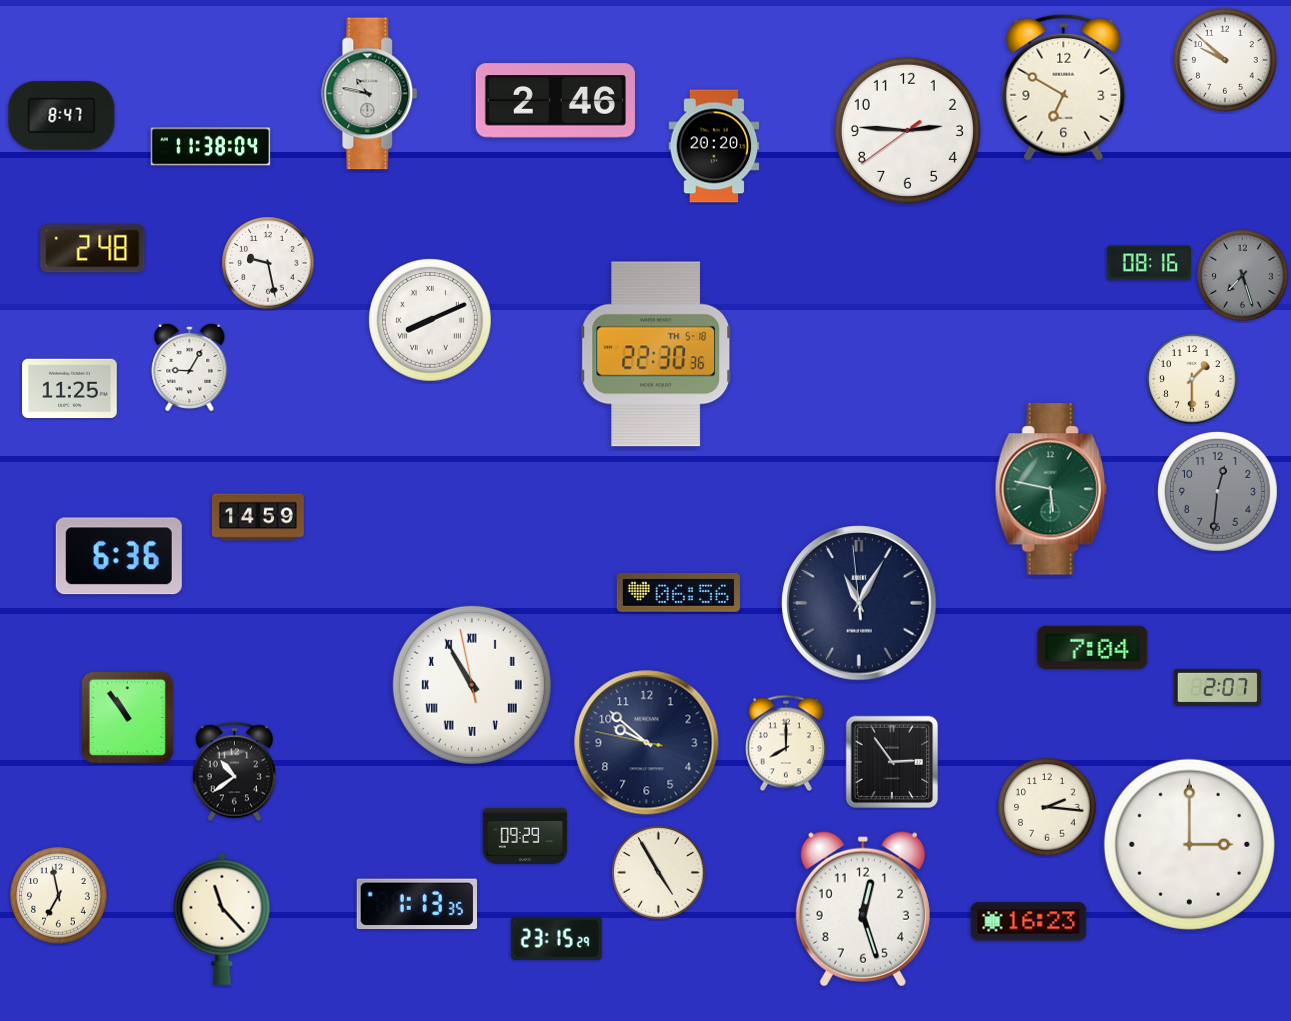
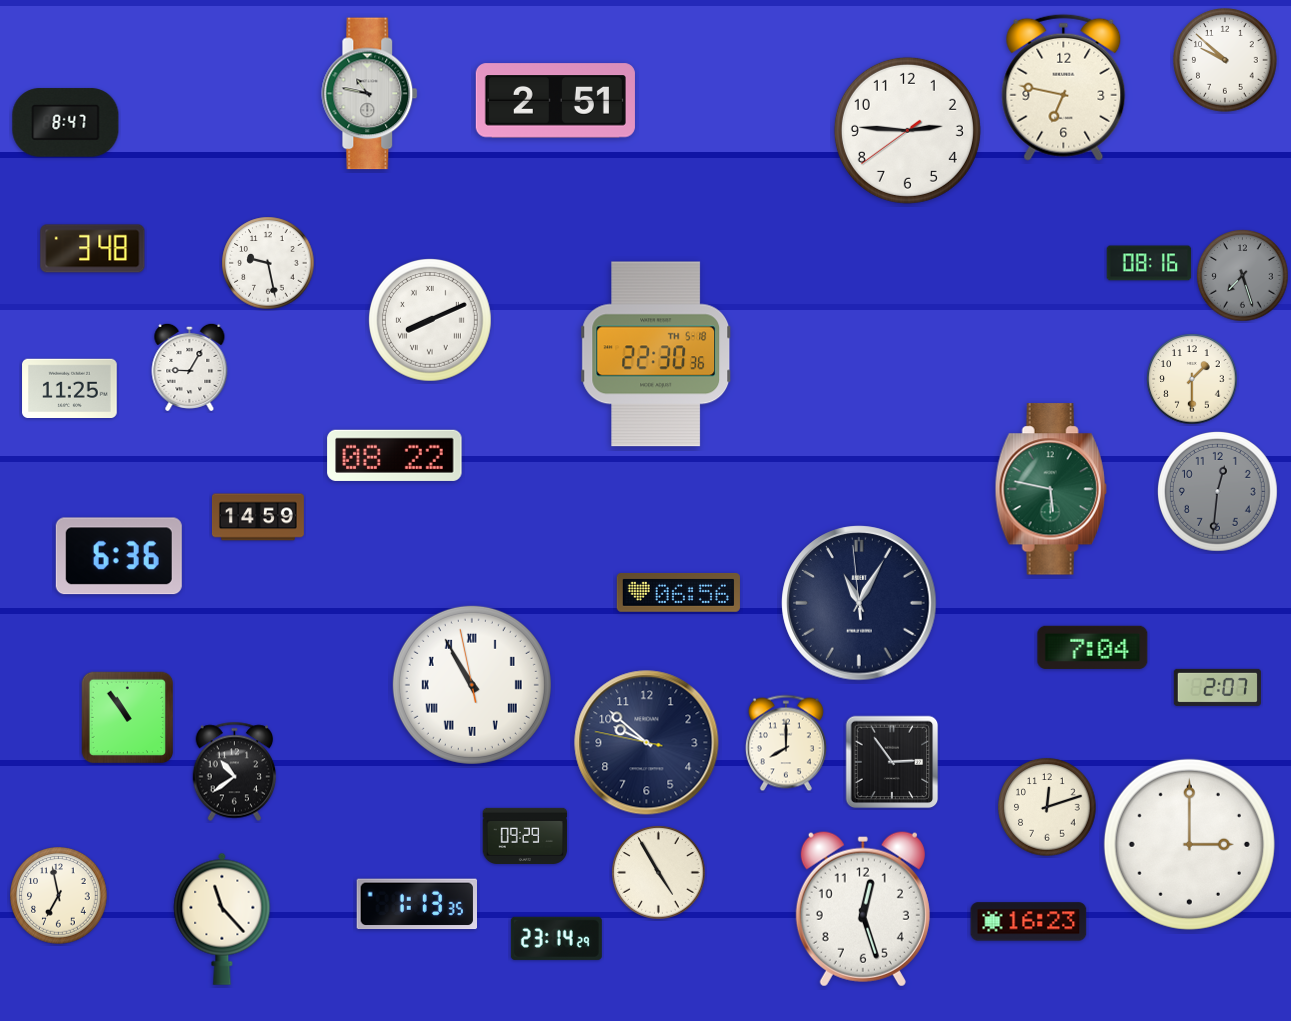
clock at (1064, 87): 6:50 -> 6:47
clock at (555, 101): 2:46 -> 2:51
clock at (62, 116) position: (62, 116) -> (66, 123)
clock at (714, 146): 20:20 -> none
clock at (211, 147): 11:38 -> none
clock at (93, 249): 2:48 -> 3:48
clock at (395, 455): none -> 08:22
clock at (1047, 807): 2:16 -> 12:12
clock at (556, 938): 23:15 -> 23:14
